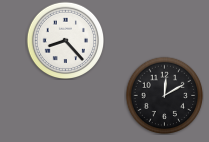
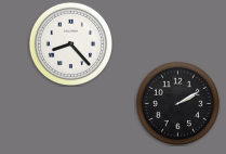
clock at (164, 95): 12:10 -> 2:10
